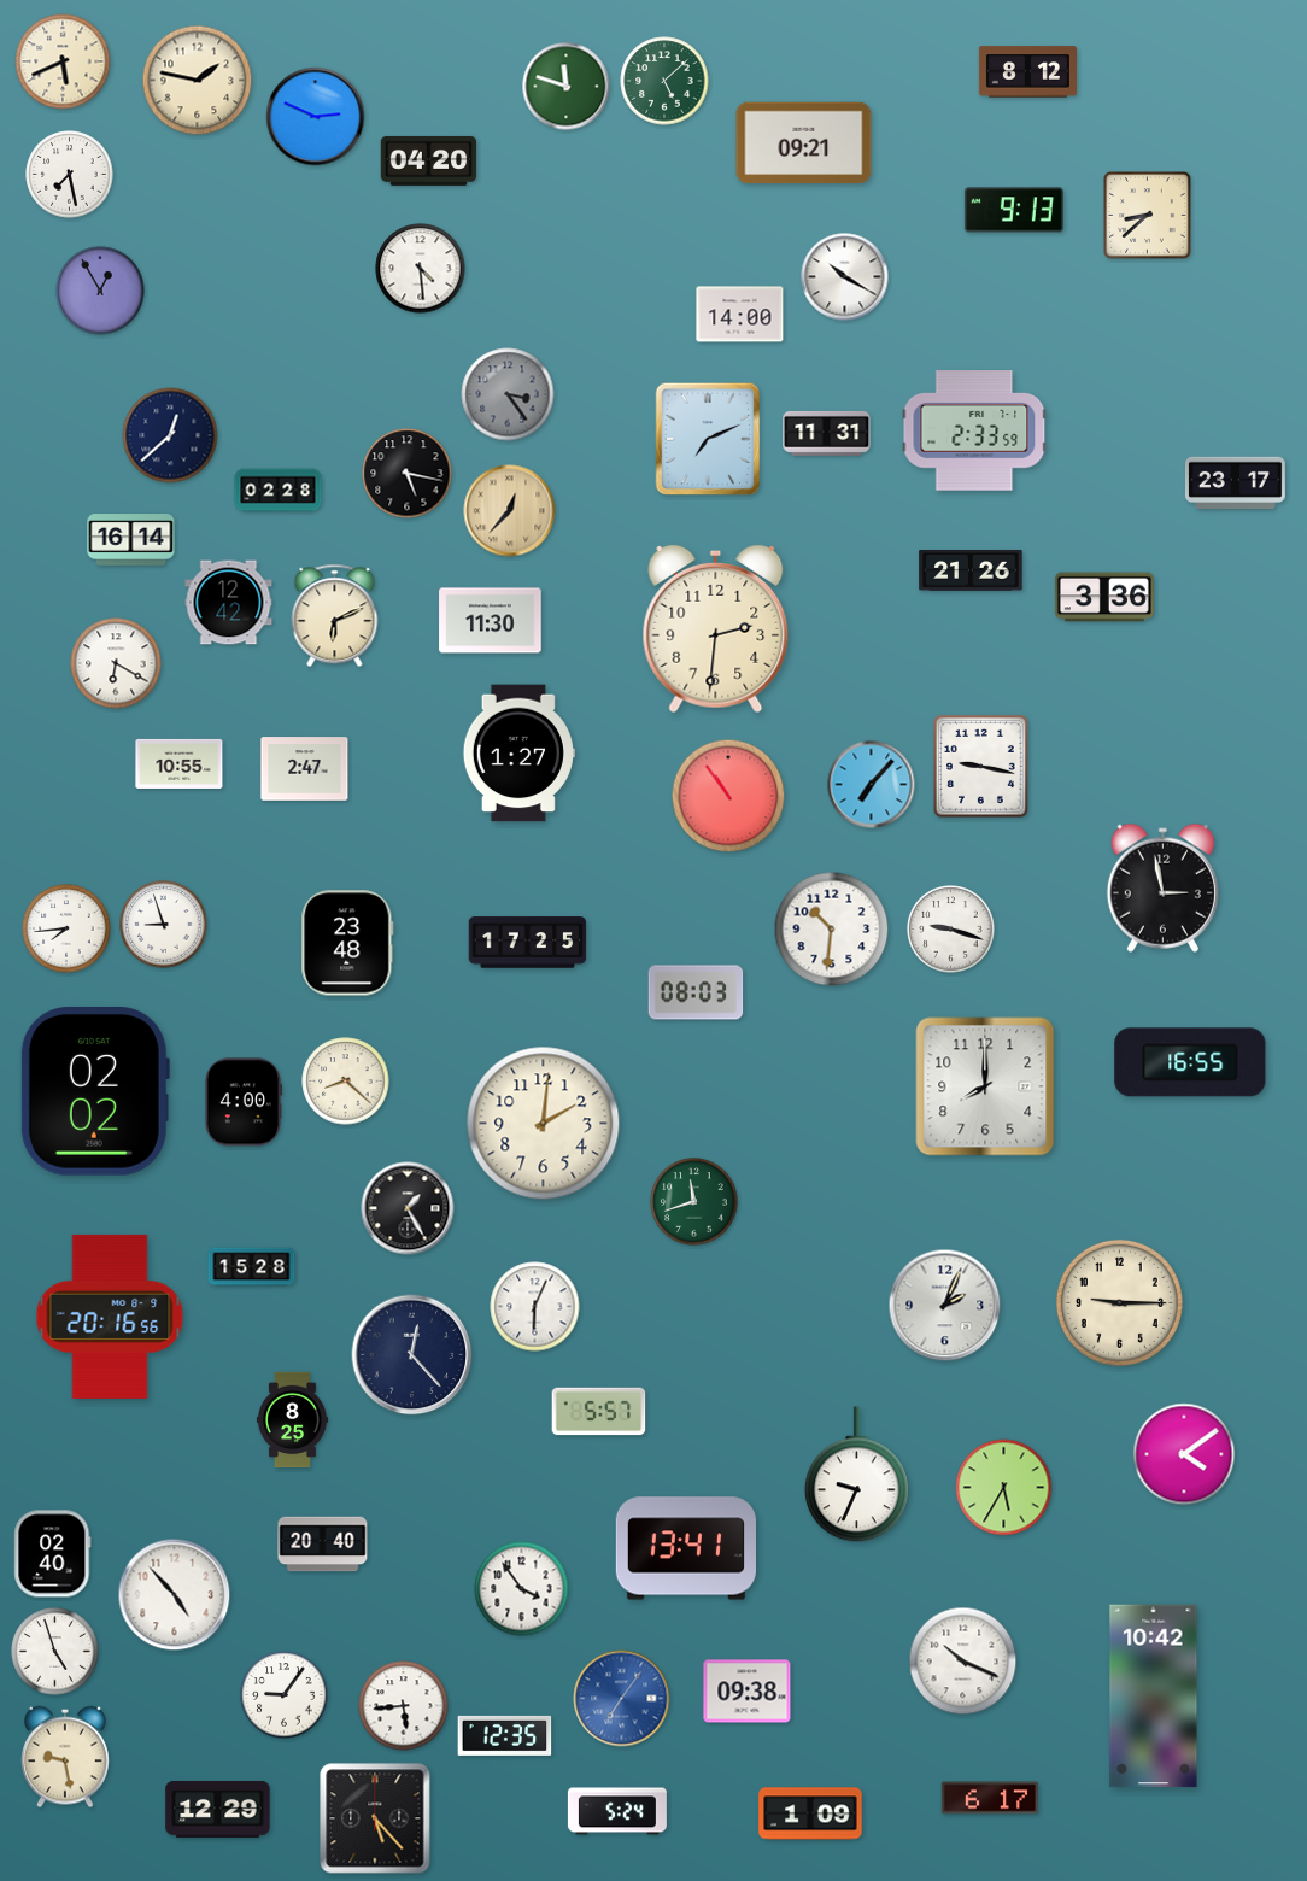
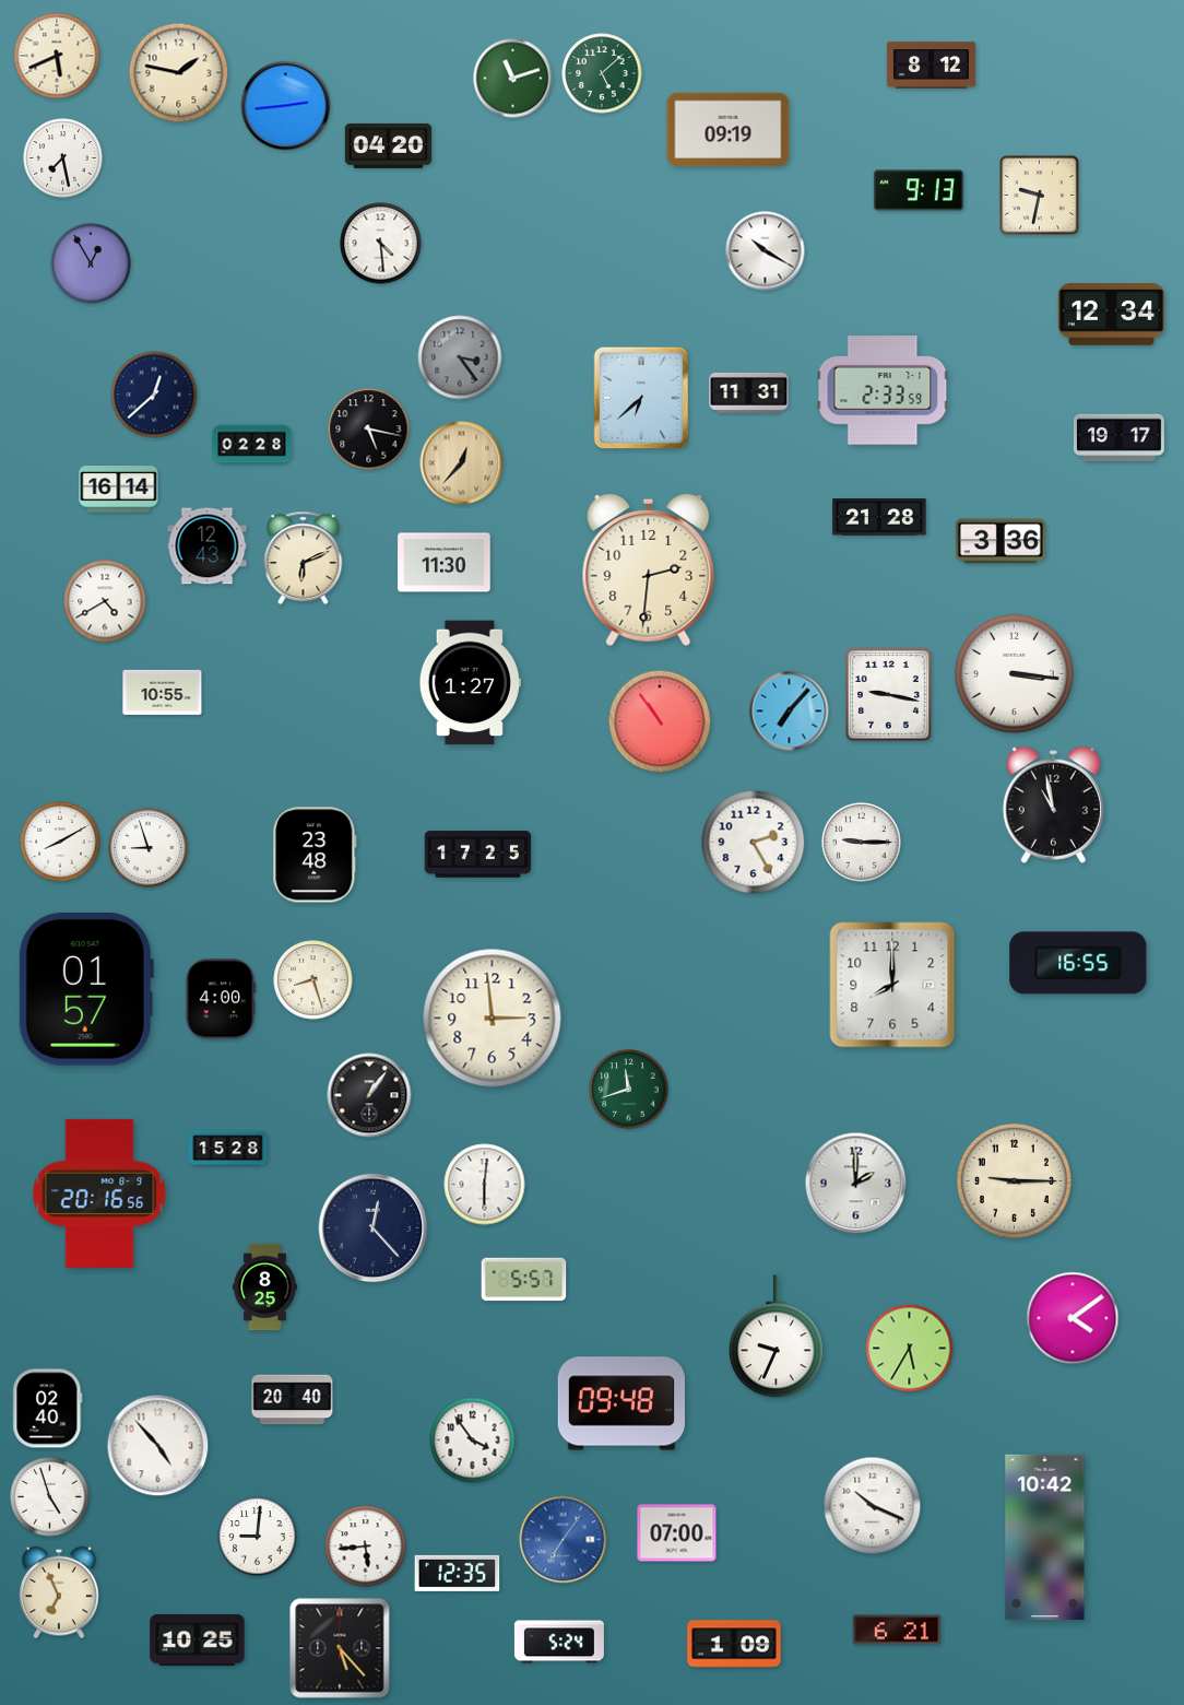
clock at (567, 87): 11:48 -> 11:12
clock at (316, 117): 2:49 -> 2:44
clock at (804, 143): 09:21 -> 09:19
clock at (1148, 216): 8:38 -> 9:32
clock at (740, 315): 14:00 -> none
clock at (1112, 315): none -> 12:34
clock at (708, 439): 7:11 -> 6:38
clock at (1235, 484): 23:17 -> 19:17
clock at (971, 572): 21:26 -> 21:28
clock at (229, 603): 12:42 -> 12:43
clock at (116, 663): 6:20 -> 4:40
clock at (1014, 673): none -> 3:16
clock at (305, 769): 2:47 -> none
clock at (1162, 887): 2:58 -> 10:58
clock at (164, 925) position: (164, 925) -> (149, 848)
clock at (66, 928): 7:44 -> 8:10
clock at (832, 930): 10:31 -> 2:25
clock at (951, 930): 9:18 -> 9:15
clock at (696, 992): 08:03 -> none
clock at (346, 1082): 8:22 -> 8:27
clock at (94, 1092): 02:02 -> 01:57
clock at (544, 1124): 2:01 -> 2:59
clock at (408, 1208): 1:25 -> 1:06
clock at (945, 1306): 2:04 -> 2:00
clock at (535, 1307): 6:04 -> 6:01
clock at (599, 1412) position: (599, 1412) -> (524, 1280)
clock at (685, 1548): 13:41 -> 09:48
clock at (748, 1692): 09:38 -> 07:00
clock at (285, 1695): 9:06 -> 9:01
clock at (66, 1757): 9:28 -> 6:56
clock at (990, 1798): 6:17 -> 6:21
clock at (218, 1809): 12:29 -> 10:25
